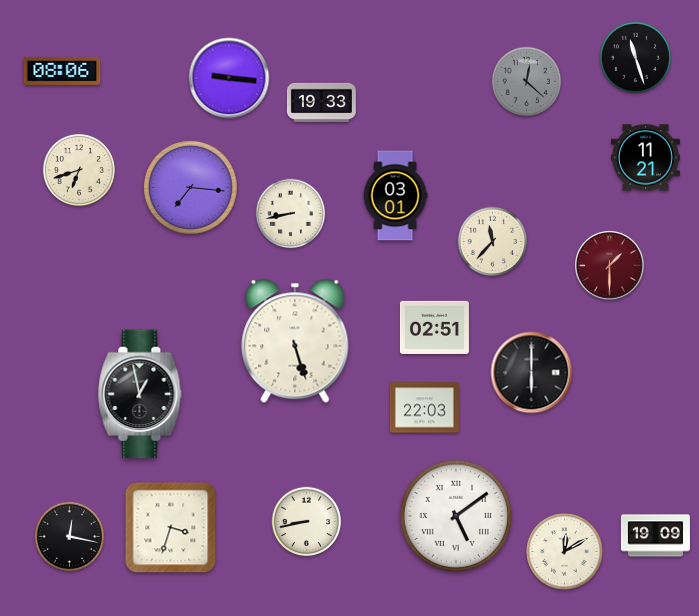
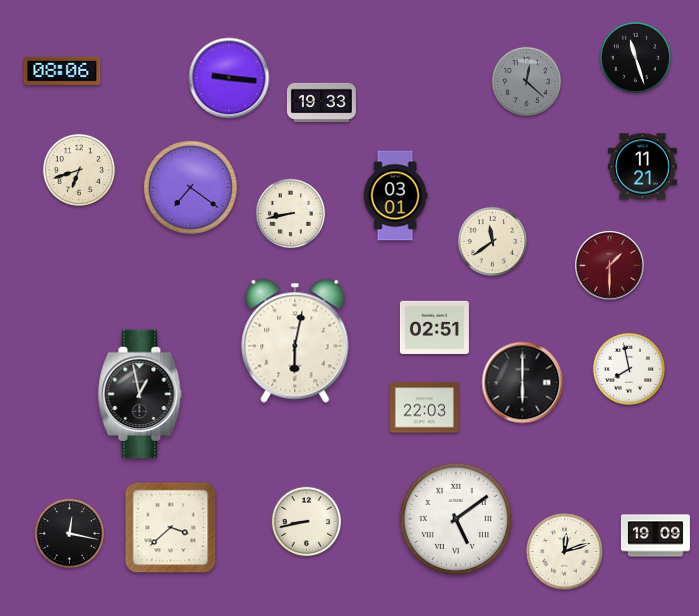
clock at (645, 158) position: (645, 158) -> (642, 167)
clock at (190, 187): 7:16 -> 7:21
clock at (493, 242): 11:37 -> 11:39
clock at (295, 341): 5:27 -> 6:02
clock at (629, 369): none -> 7:58
clock at (532, 373) position: (532, 373) -> (523, 383)
clock at (456, 516) position: (456, 516) -> (456, 519)
clock at (171, 528): 3:33 -> 3:38
clock at (70, 537) position: (70, 537) -> (70, 534)
clock at (565, 552): 12:10 -> 12:12
